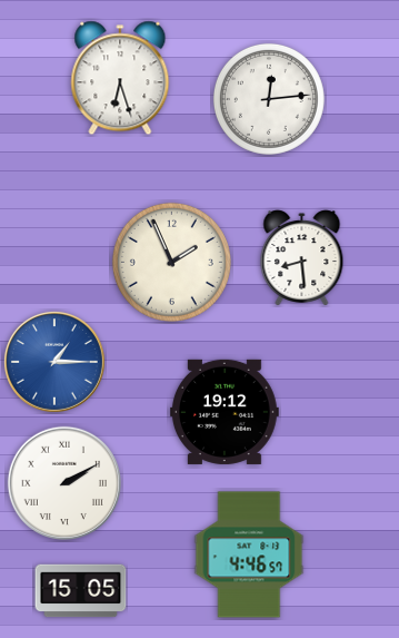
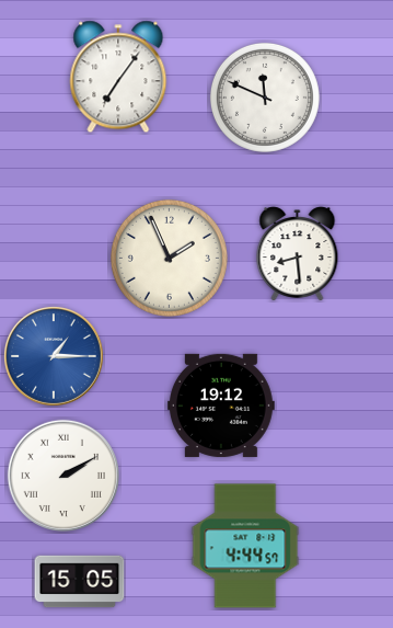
clock at (120, 78): 6:27 -> 7:06
clock at (269, 99): 12:14 -> 11:49
clock at (249, 554): 4:46 -> 4:44
